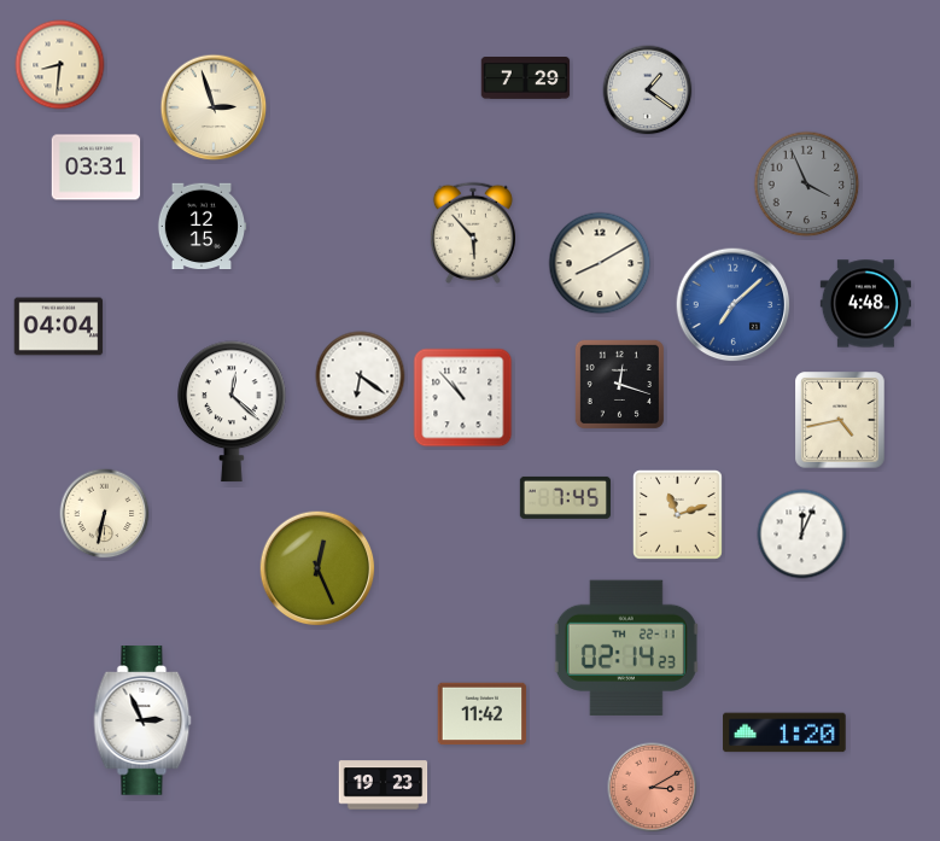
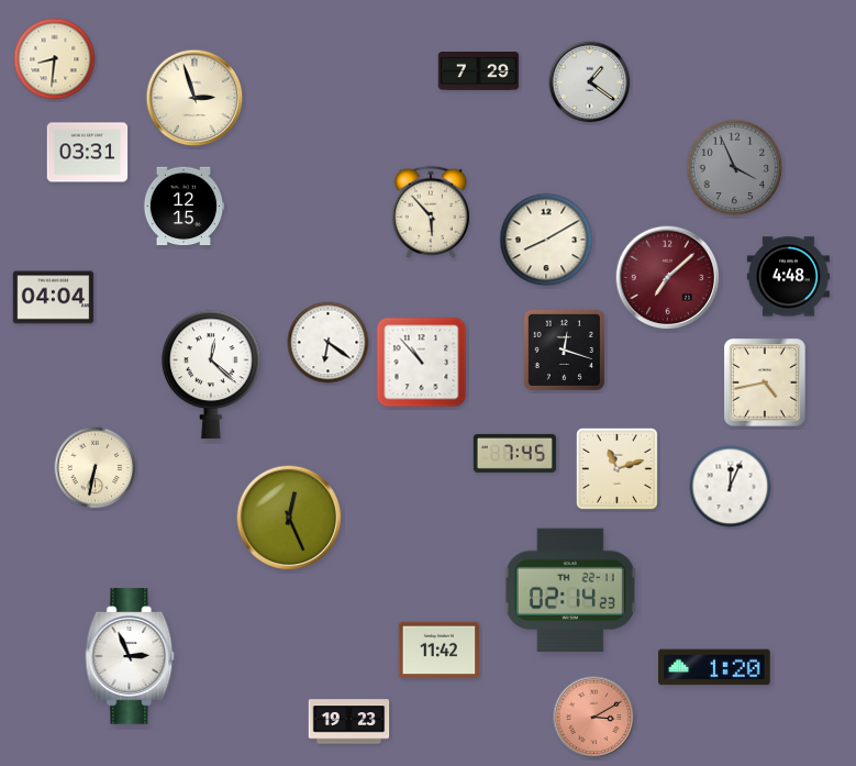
clock at (734, 305) dial: blue -> burgundy
clock at (384, 785) position: (384, 785) -> (349, 722)
